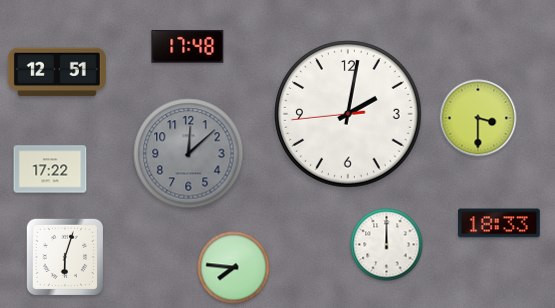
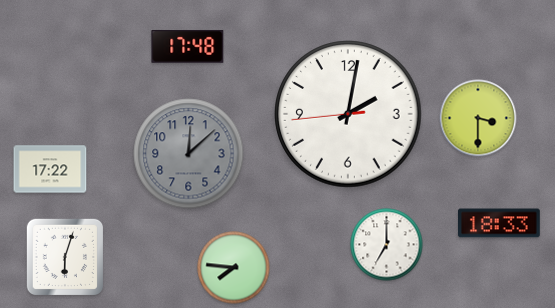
clock at (57, 72): 12:51 -> none
clock at (387, 245): 12:00 -> 7:00
